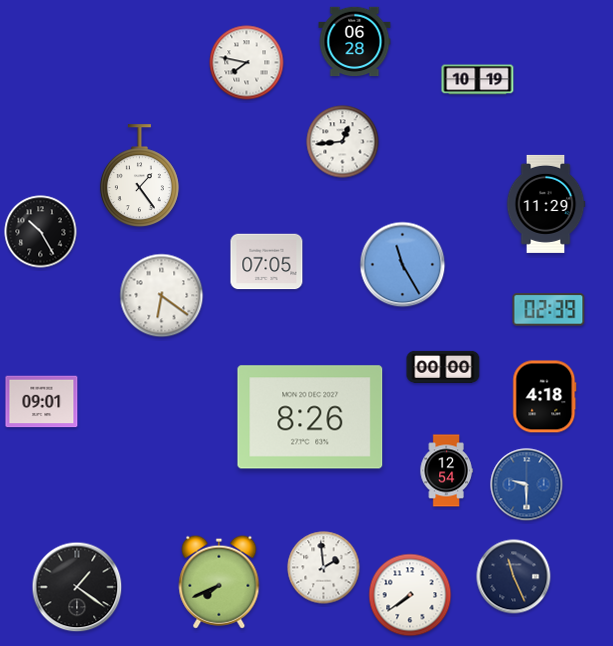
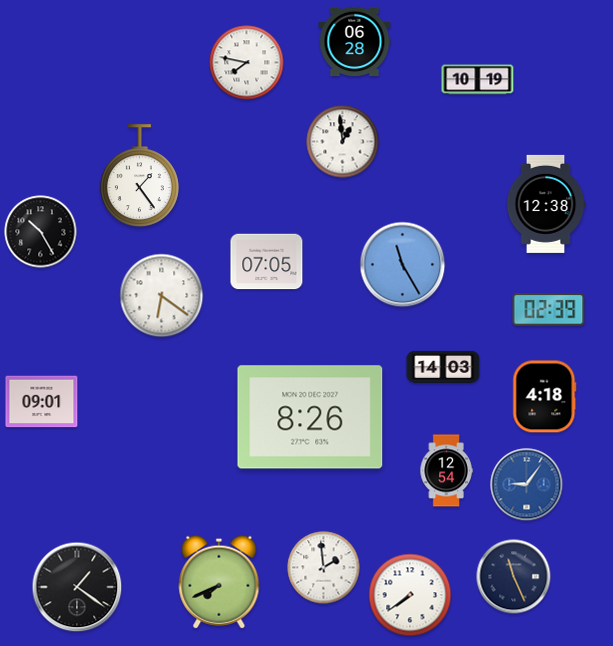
clock at (343, 142): 12:44 -> 12:59
clock at (546, 204): 11:29 -> 12:38
clock at (443, 367): 00:00 -> 14:03
clock at (527, 485): 9:30 -> 9:06
